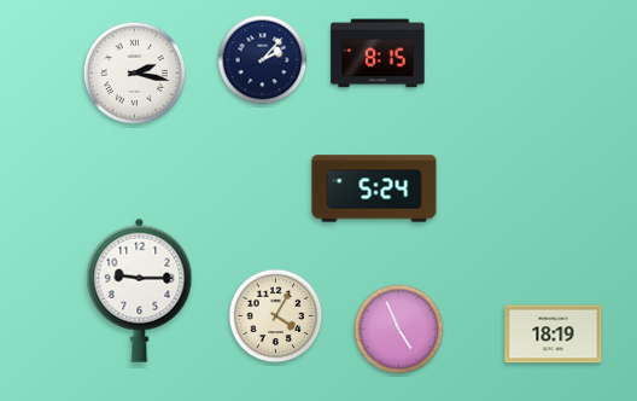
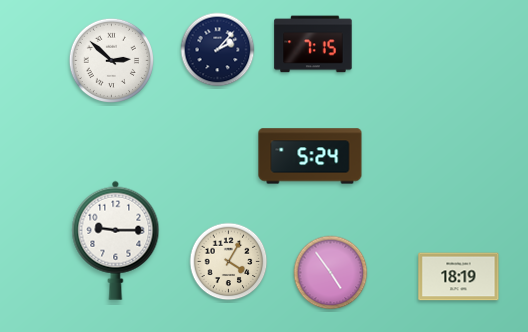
clock at (378, 53): 8:15 -> 7:15
clock at (134, 72): 2:17 -> 2:52
clock at (399, 330): 4:56 -> 4:54
